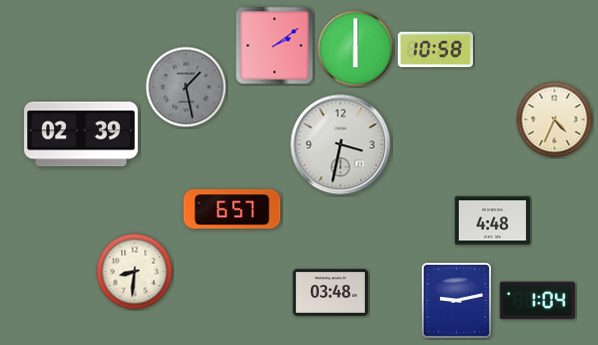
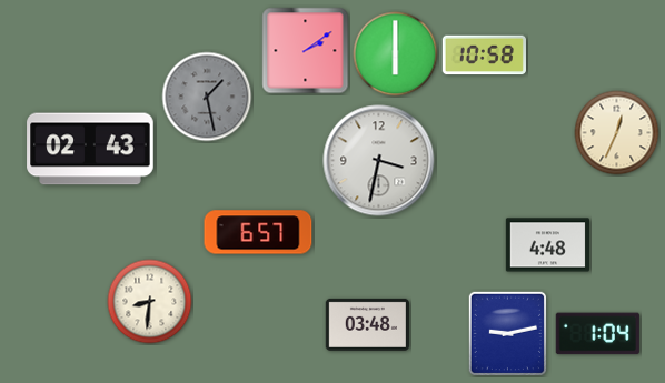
clock at (555, 120): 4:34 -> 12:34
clock at (81, 134): 02:39 -> 02:43
